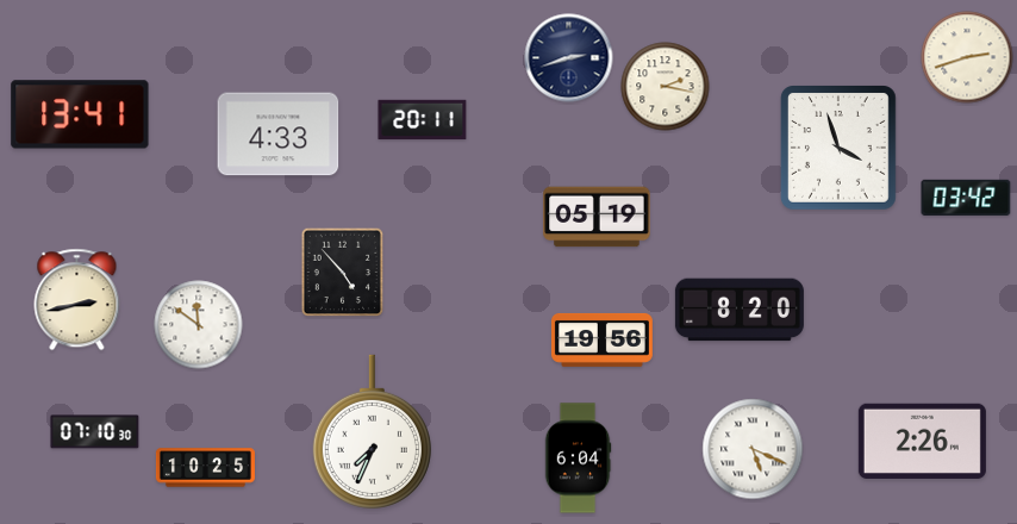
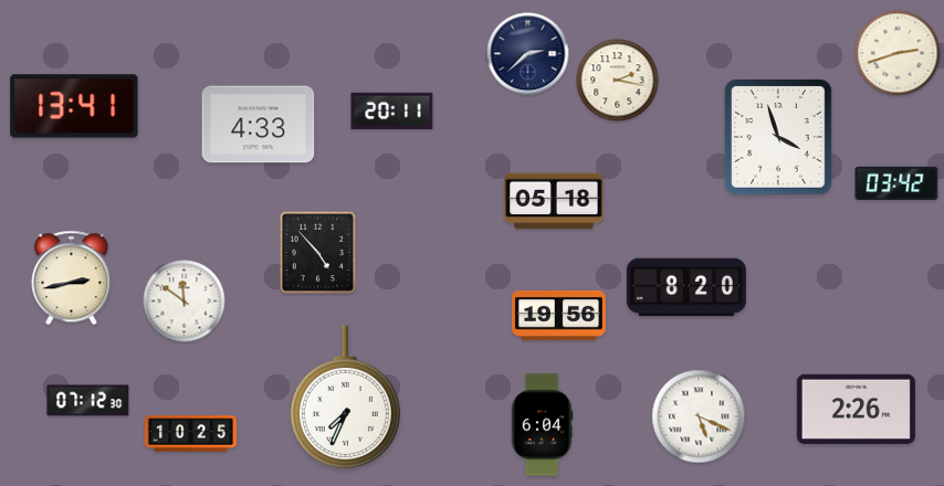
clock at (569, 58): 2:42 -> 2:38
clock at (597, 217): 05:19 -> 05:18
clock at (372, 431) position: (372, 431) -> (345, 397)
clock at (95, 432): 07:10 -> 07:12
clock at (578, 458) position: (578, 458) -> (542, 425)
